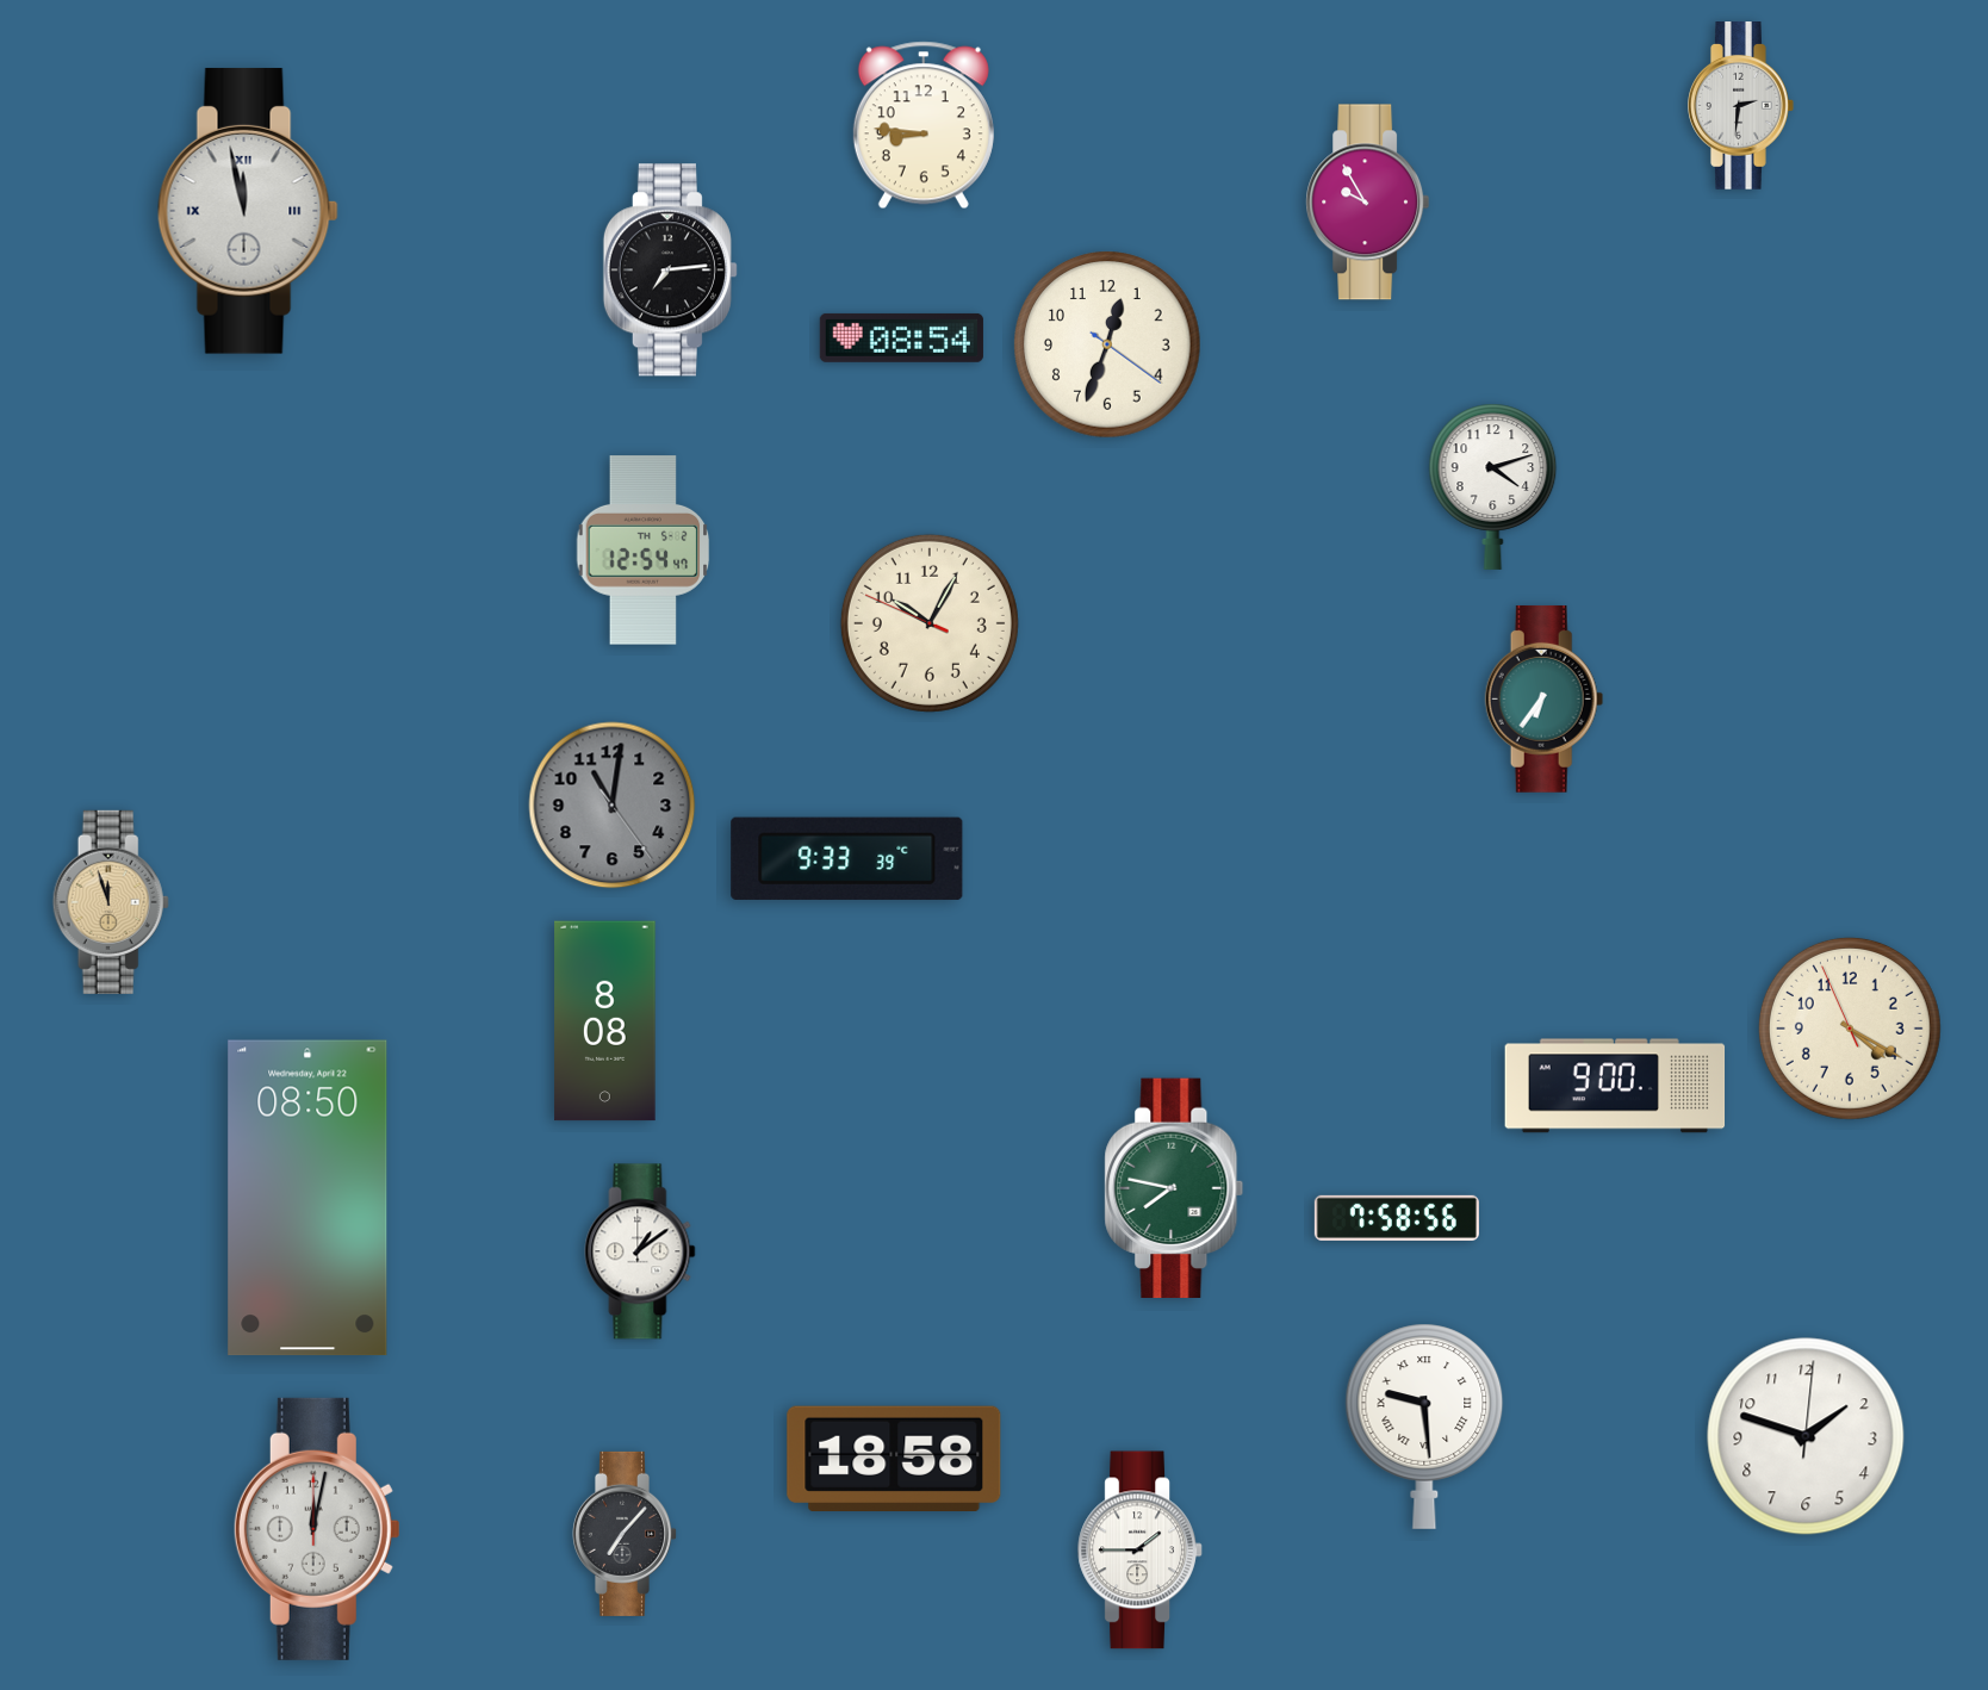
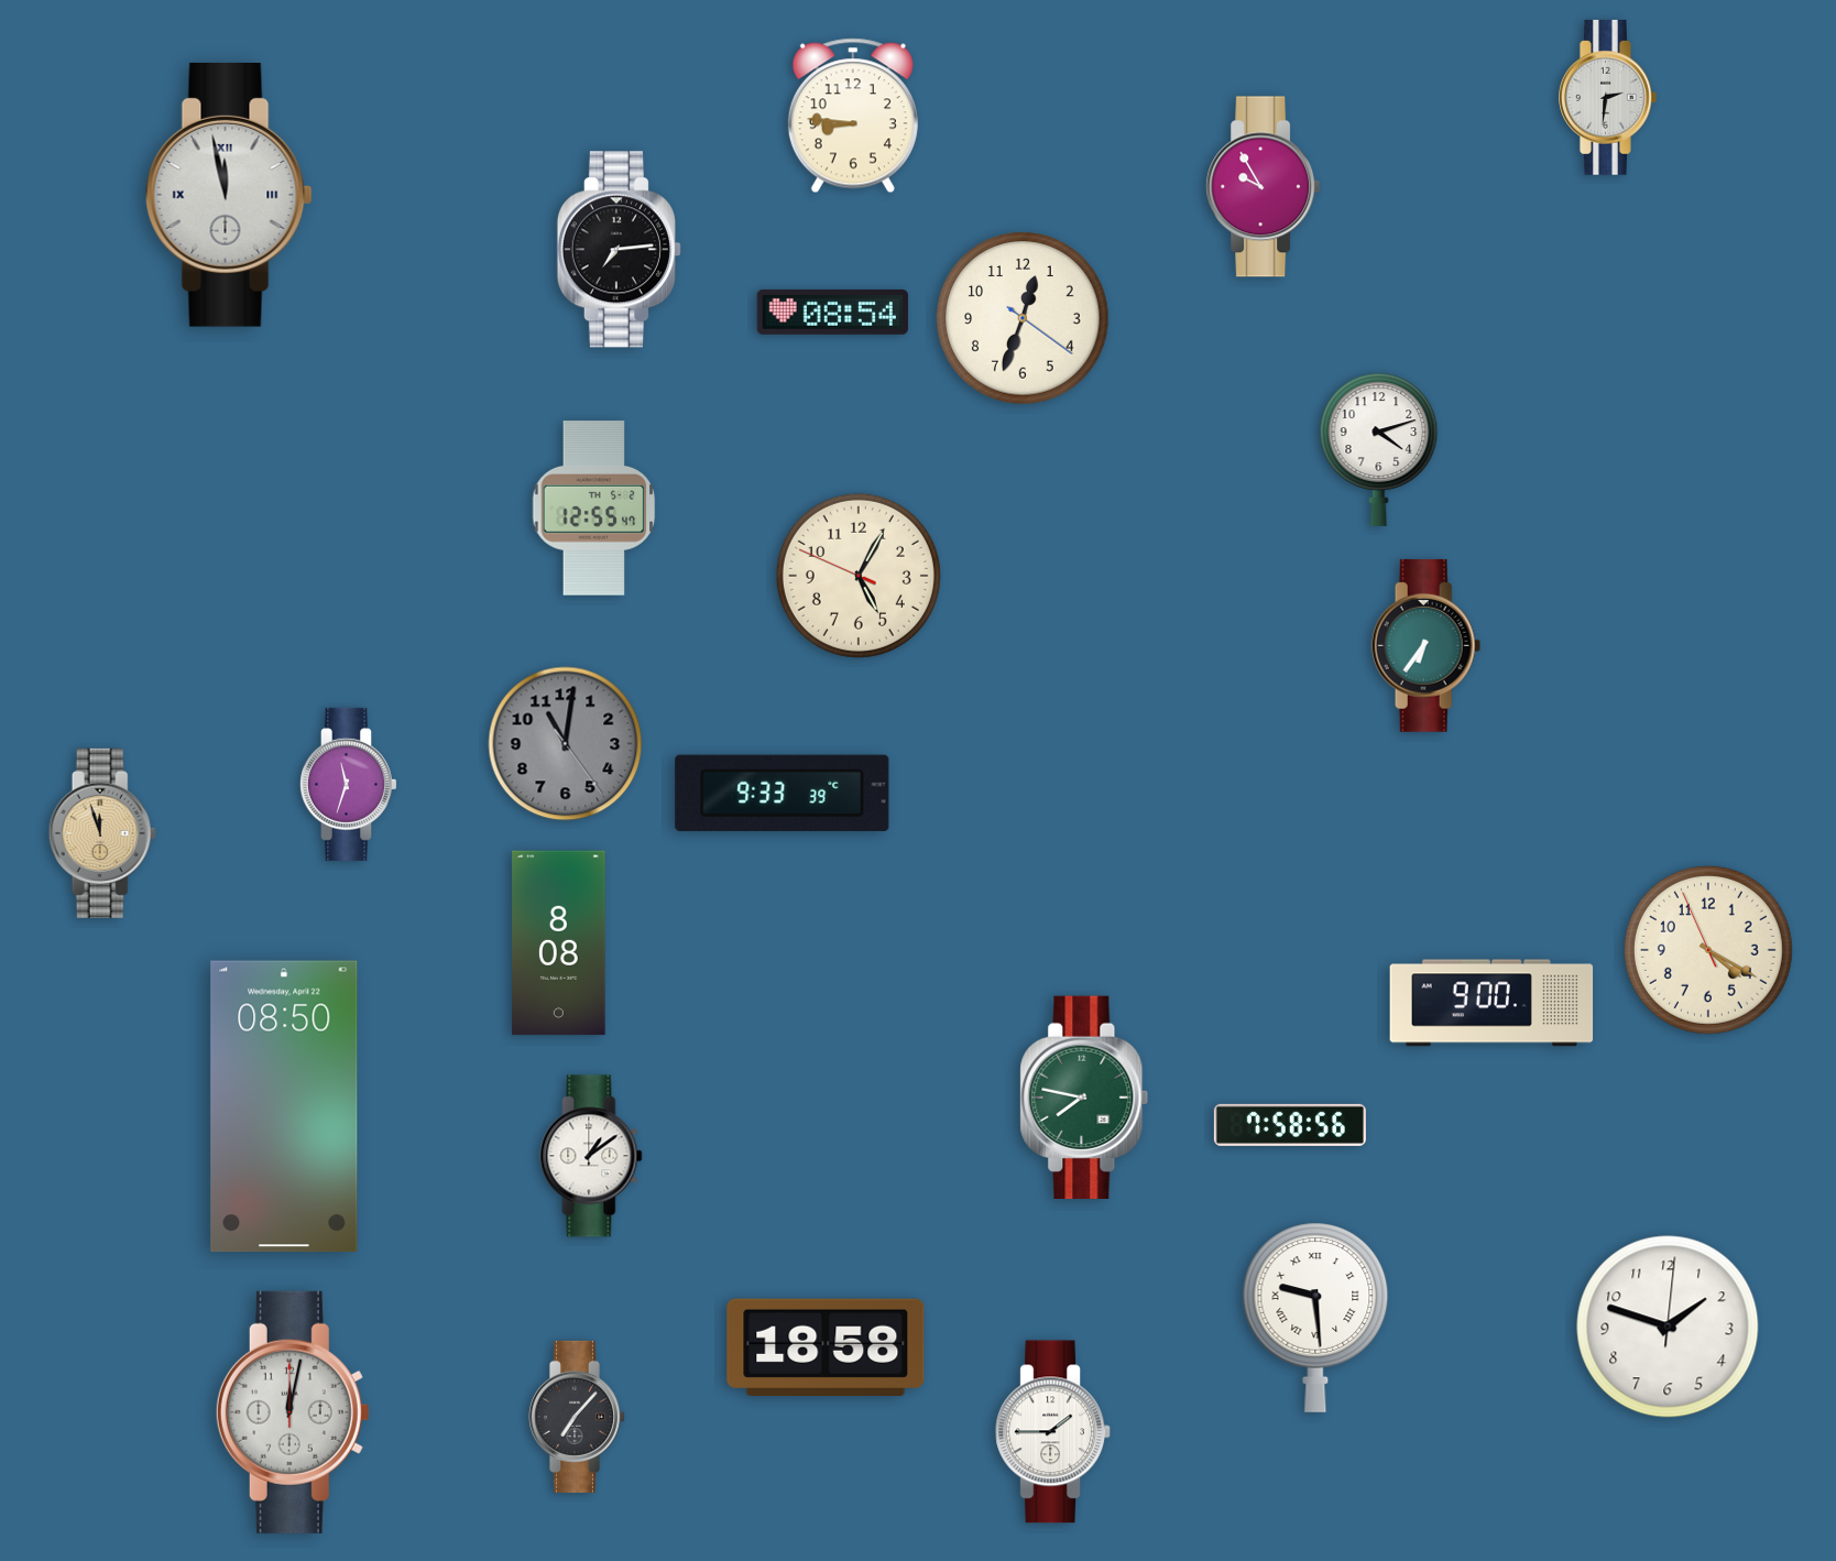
clock at (644, 551): 12:54 -> 12:55
clock at (930, 623): 10:04 -> 5:04
clock at (348, 784): none -> 11:33
